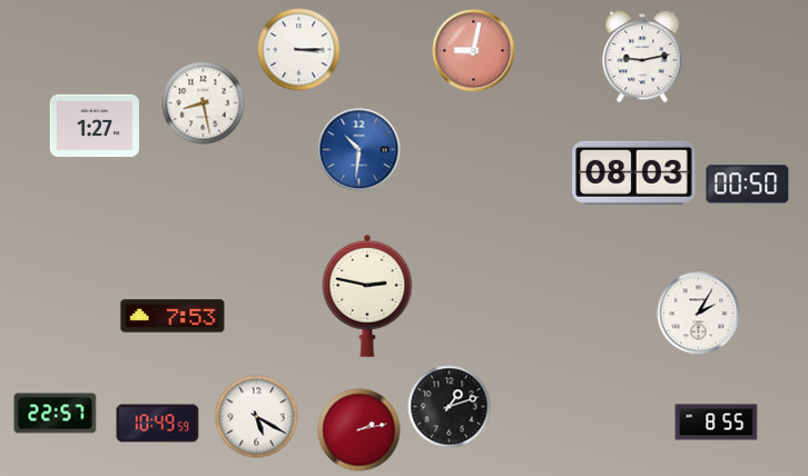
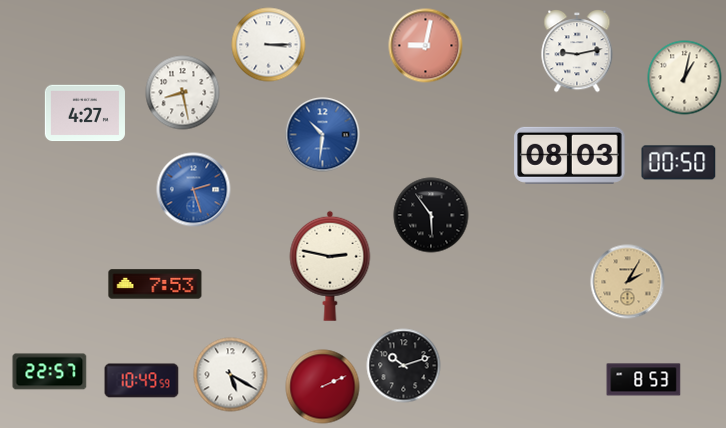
clock at (685, 78): none -> 1:02
clock at (95, 126): 1:27 -> 4:27
clock at (748, 185) position: (748, 185) -> (679, 163)
clock at (194, 190): none -> 2:27
clock at (431, 215): none -> 5:54
clock at (699, 314) dial: white -> champagne
clock at (450, 407): 1:12 -> 10:12
clock at (717, 423): 8:55 -> 8:53
clock at (359, 430): 2:13 -> 2:11
